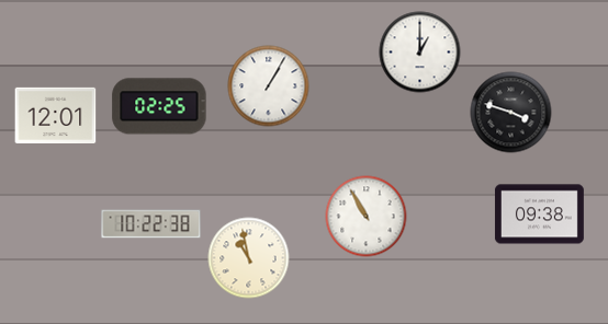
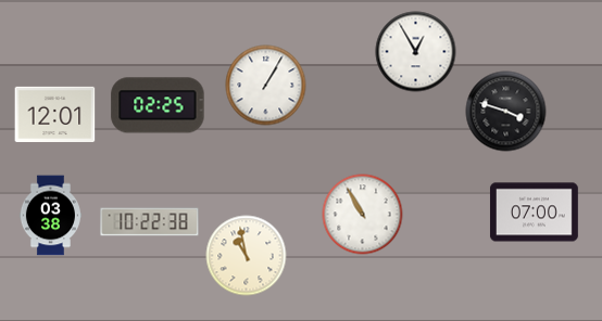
clock at (420, 53): 1:00 -> 12:55
clock at (539, 215): 09:38 -> 07:00
clock at (50, 216): none -> 03:38
